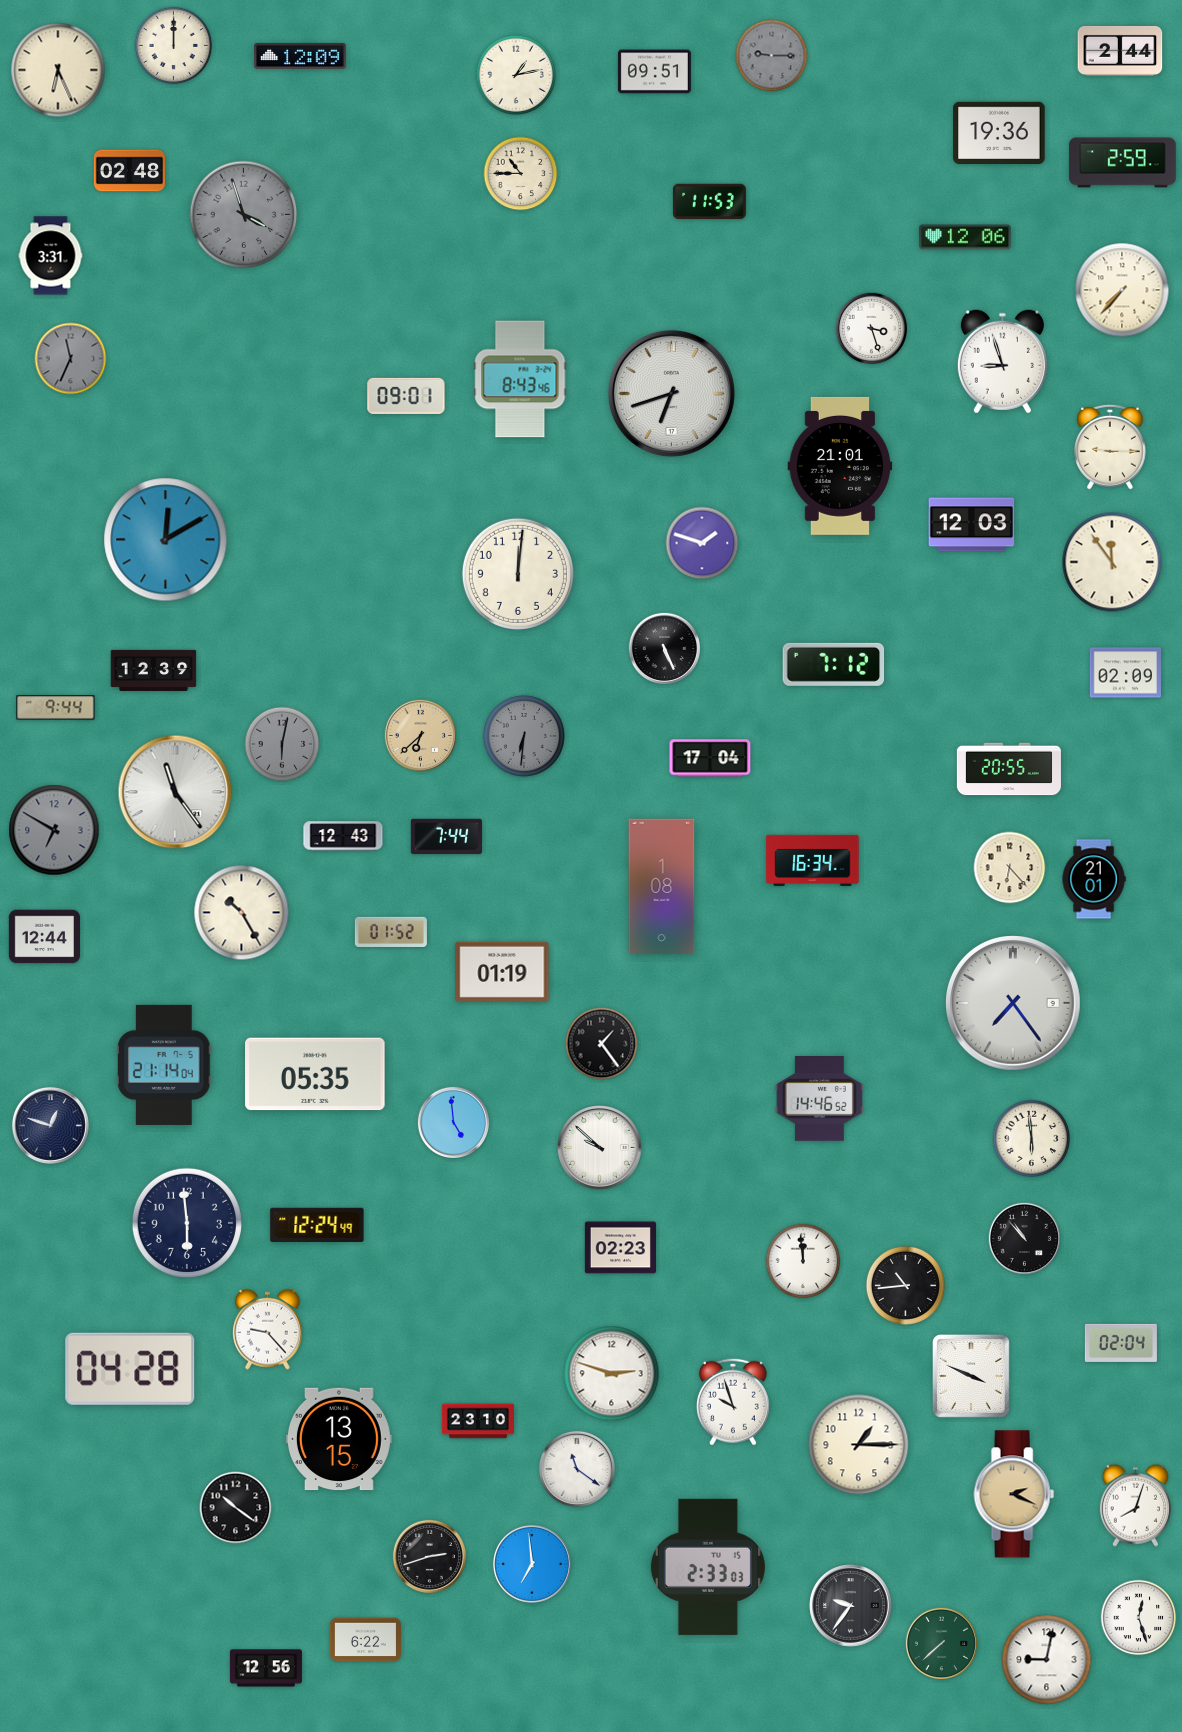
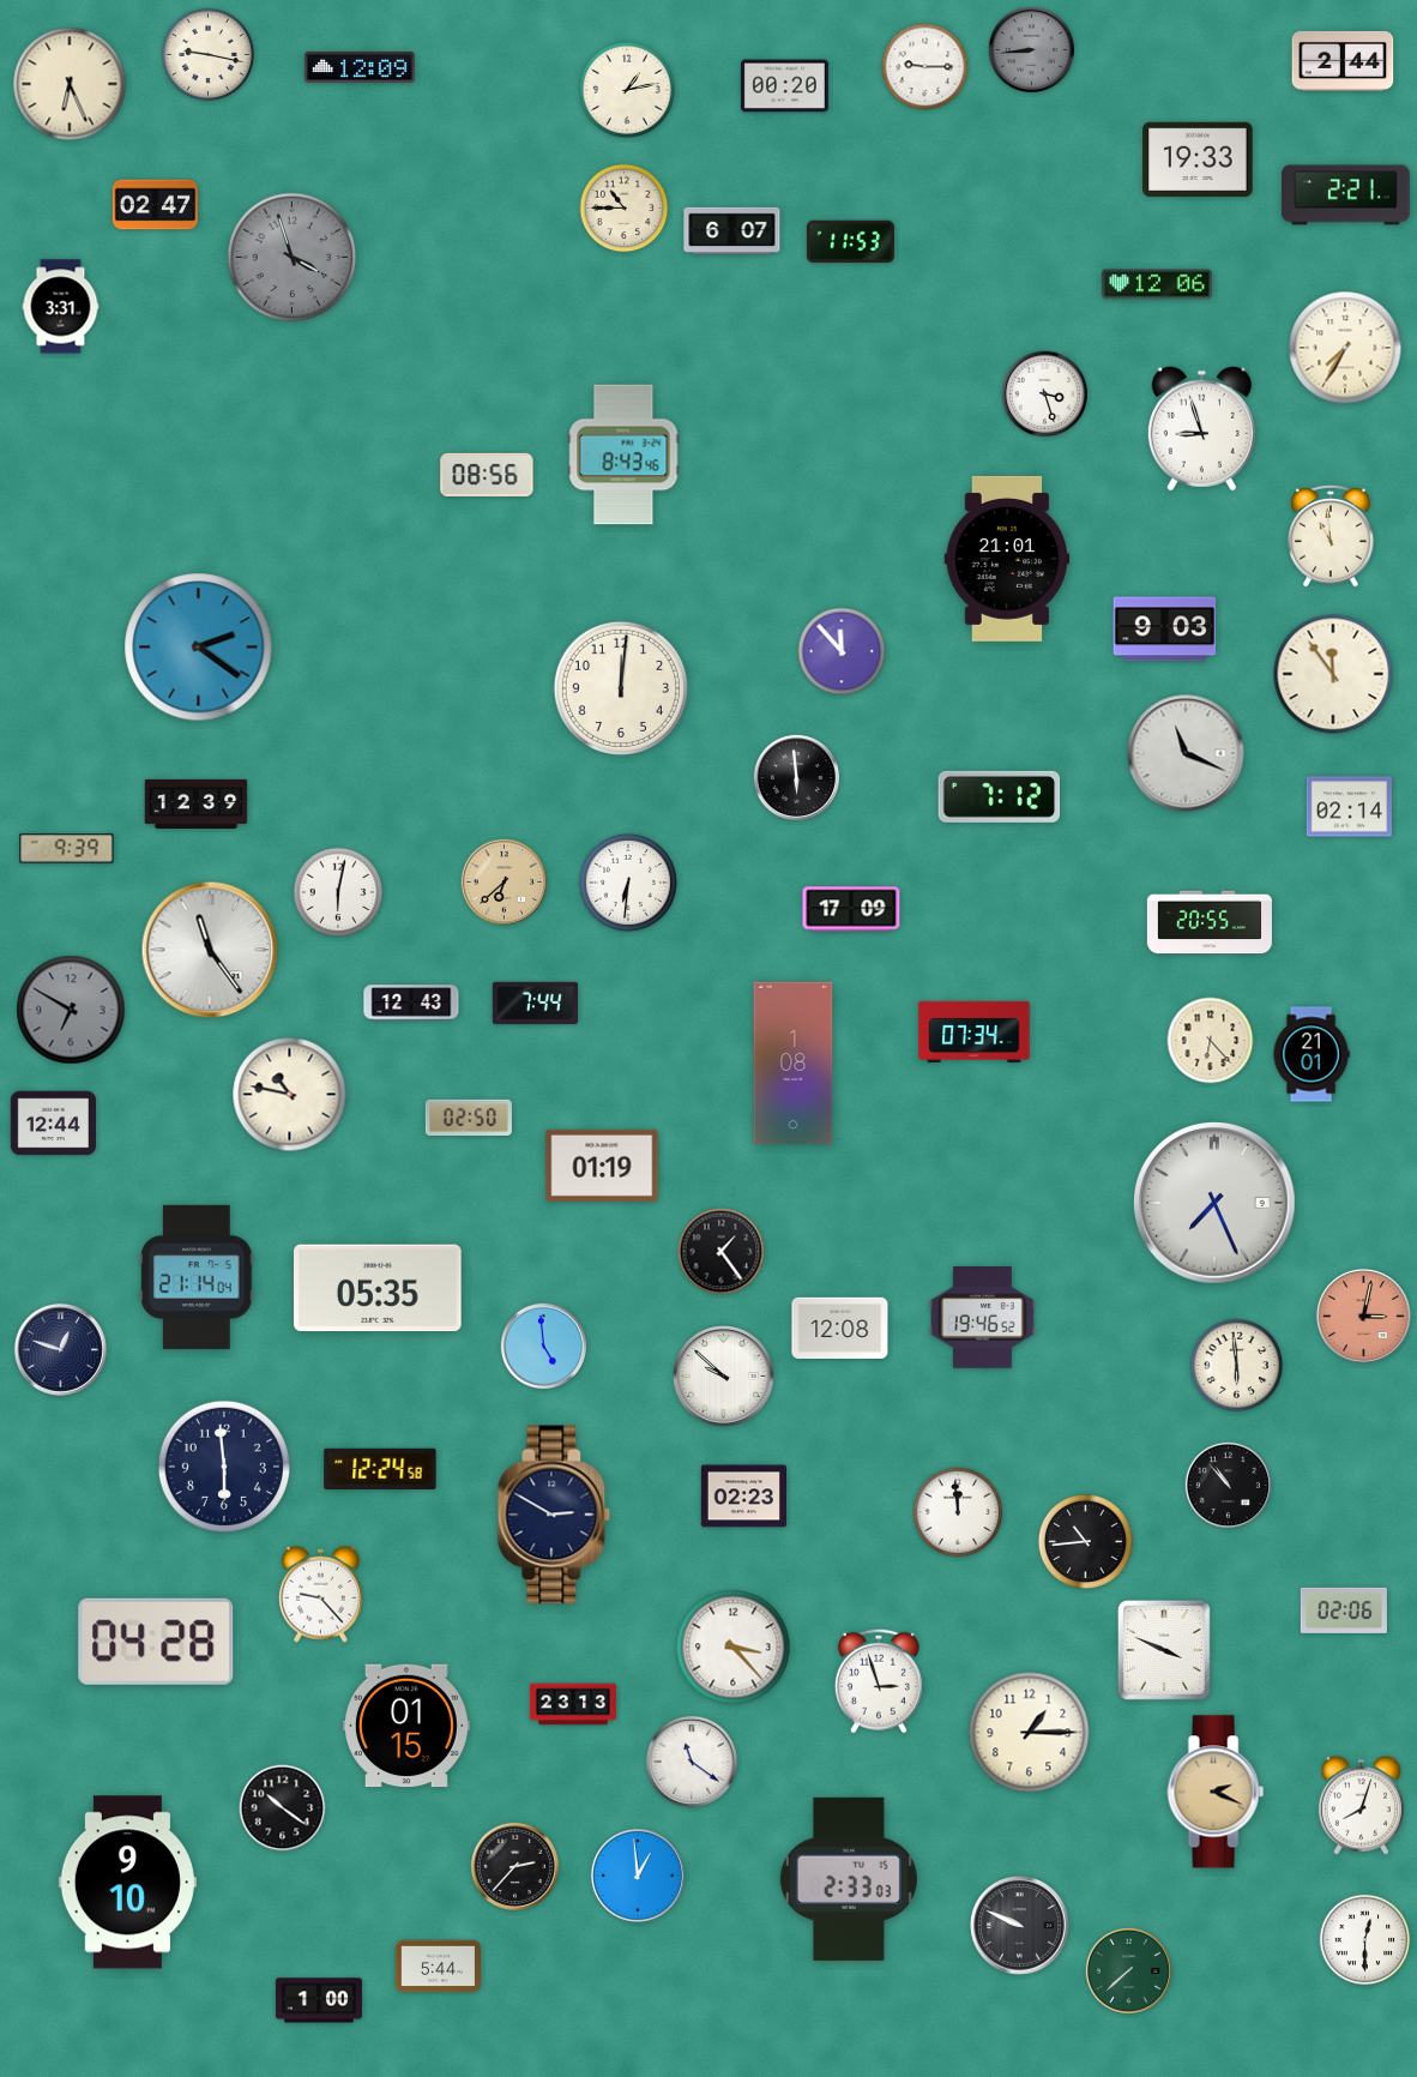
clock at (1031, 49): none -> 8:44
clock at (174, 46): 12:00 -> 9:17
clock at (772, 56) dial: grey -> white
clock at (654, 72): 09:51 -> 00:20
clock at (516, 75) position: (516, 75) -> (627, 90)
clock at (999, 132): 19:36 -> 19:33
clock at (1123, 163): 2:59 -> 2:21
clock at (129, 171): 02:48 -> 02:47
clock at (732, 230): none -> 6:07
clock at (1122, 290): 7:37 -> 7:35
clock at (71, 359): 11:34 -> none
clock at (1002, 362) position: (1002, 362) -> (1201, 429)
clock at (671, 393): 6:42 -> none
clock at (406, 396): 09:01 -> 08:56
clock at (1110, 447): 9:15 -> 10:59
clock at (972, 525): 12:03 -> 9:03
clock at (166, 540): 12:10 -> 2:21
clock at (702, 543): 1:48 -> 11:53
clock at (1186, 753): none -> 11:19
clock at (664, 648): 5:26 -> 5:59
clock at (154, 670) position: (154, 670) -> (197, 803)
clock at (1125, 673): 02:09 -> 02:14
clock at (56, 708): 9:44 -> 9:39
clock at (524, 736) dial: grey -> white
clock at (282, 744) dial: grey -> white
clock at (710, 758): 17:04 -> 17:09
clock at (54, 830) position: (54, 830) -> (71, 1010)
clock at (813, 860): 16:34 -> 07:34
clock at (242, 913): 10:25 -> 10:47
clock at (391, 932): 01:52 -> 02:50
clock at (1014, 1004): 7:24 -> 7:26
clock at (1363, 1316): none -> 3:02
clock at (819, 1099): 14:46 -> 19:46
clock at (840, 1329): none -> 12:08
clock at (600, 1148) position: (600, 1148) -> (724, 1377)
clock at (317, 1224): 12:24:49 -> 12:24:58
clock at (803, 1261) position: (803, 1261) -> (958, 1512)
clock at (554, 1515): none -> 2:50
clock at (1121, 1343): 02:04 -> 02:06
clock at (612, 1374): 2:48 -> 3:23
clock at (733, 1402): 9:57 -> 2:57
clock at (478, 1421): 23:10 -> 23:13
clock at (339, 1439): 13:15 -> 01:15
clock at (429, 1556): 2:42 -> 2:37
clock at (532, 1564): 6:59 -> 12:59
clock at (127, 1883): none -> 9:10
clock at (851, 1606): 9:36 -> 9:49
clock at (1139, 1618): 12:27 -> 12:30
clock at (365, 1640): 6:22 -> 5:44
clock at (1047, 1660): 9:02 -> none
clock at (266, 1668): 12:56 -> 1:00
